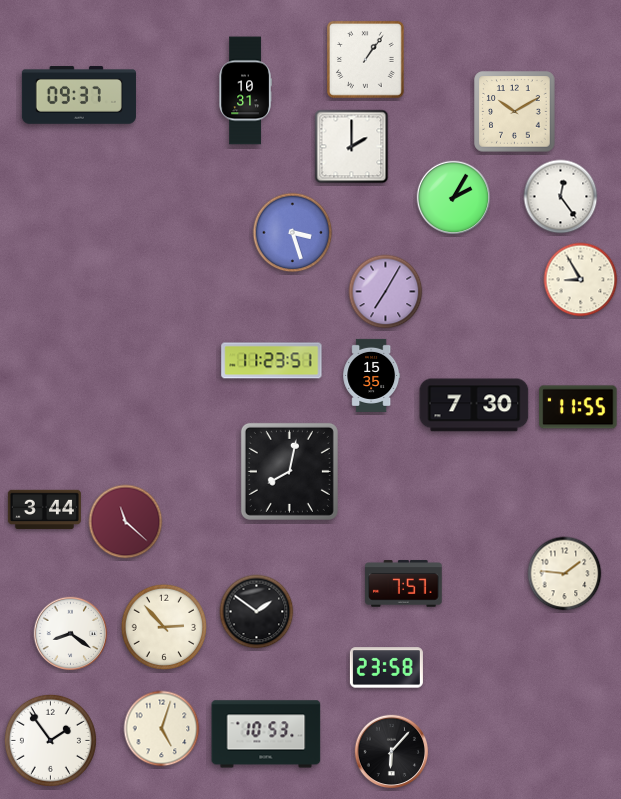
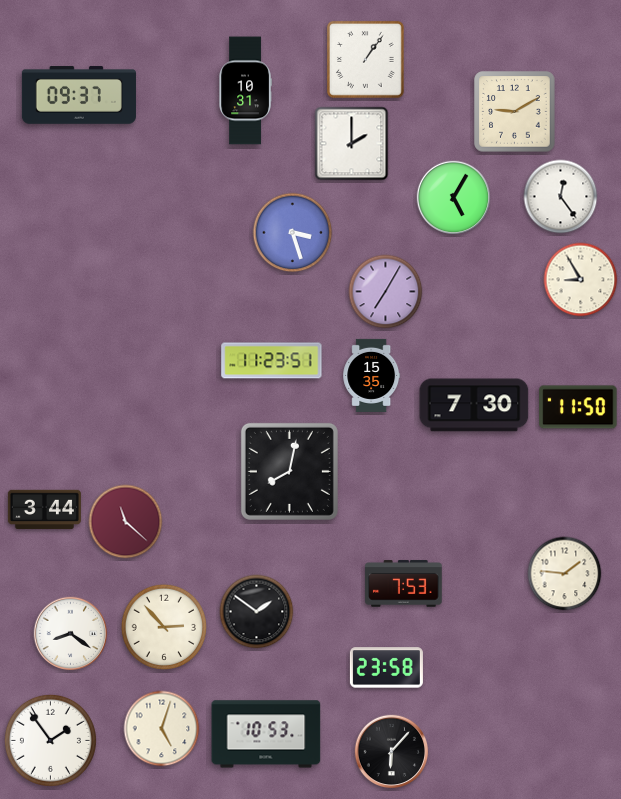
clock at (515, 112): 10:10 -> 9:10
clock at (352, 147) position: (352, 147) -> (352, 144)
clock at (454, 198): 2:05 -> 5:05
clock at (578, 407): 11:55 -> 11:50
clock at (404, 584): 7:57 -> 7:53
